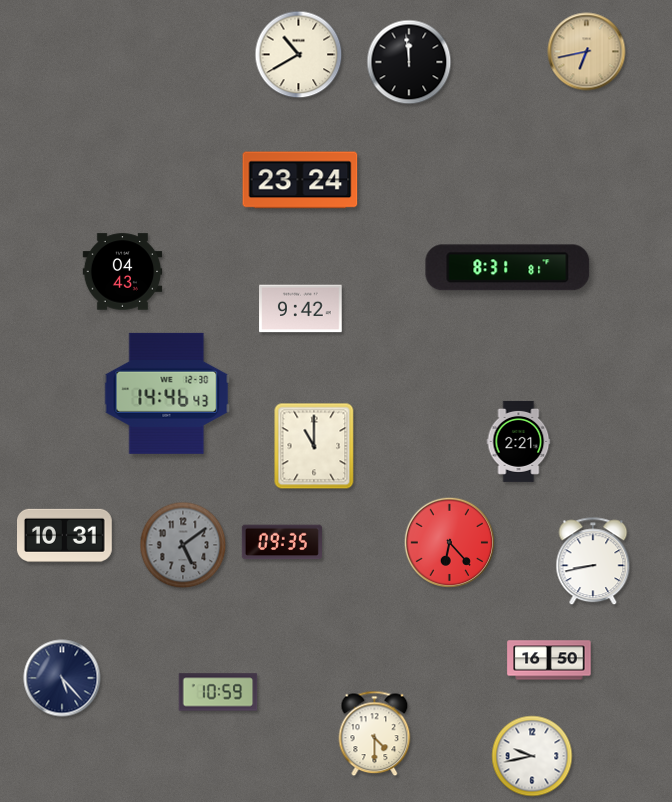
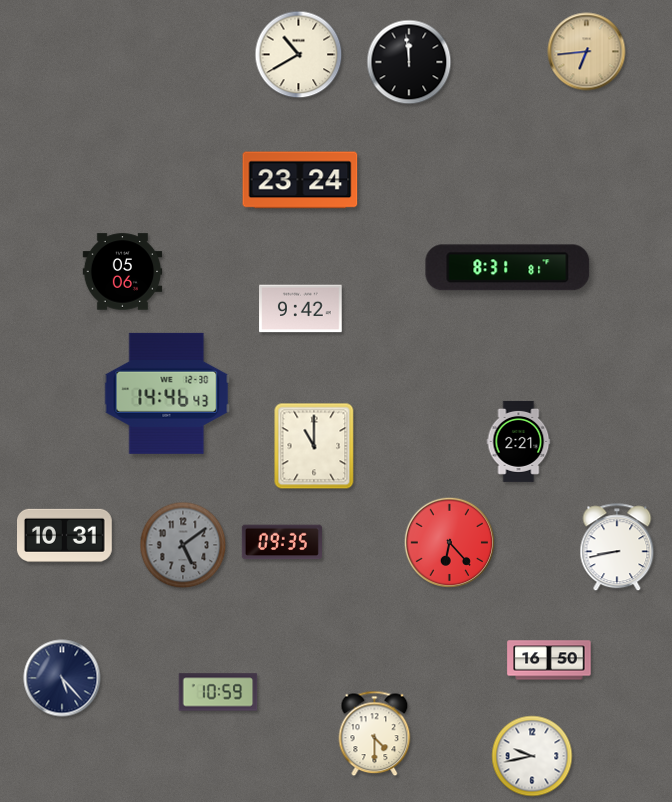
clock at (587, 52): 6:43 -> 6:44
clock at (123, 272): 04:43 -> 05:06
clock at (593, 562) position: (593, 562) -> (617, 548)
